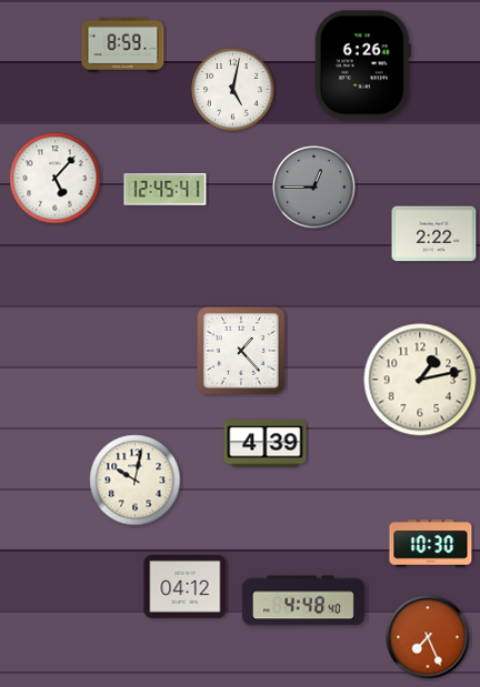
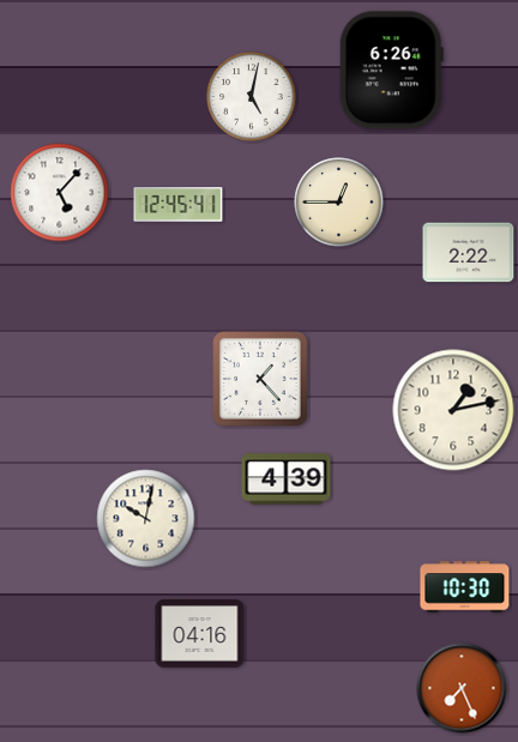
clock at (123, 44): 8:59 -> none
clock at (314, 188) dial: grey -> cream
clock at (186, 587): 04:12 -> 04:16
clock at (303, 600): 4:48 -> none
